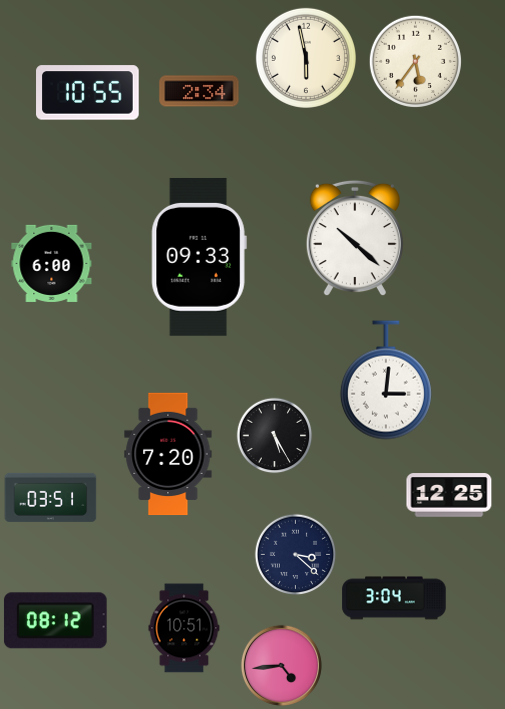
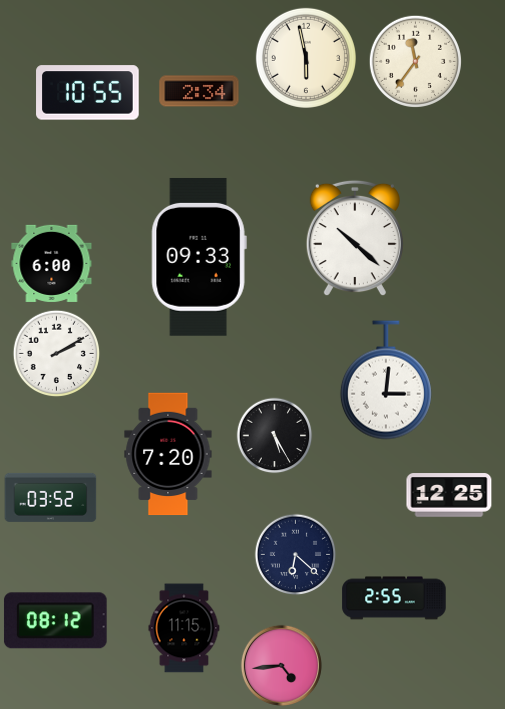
clock at (415, 61): 5:36 -> 11:36
clock at (57, 354): none -> 2:10
clock at (51, 497): 03:51 -> 03:52
clock at (296, 555): 3:22 -> 6:22
clock at (394, 598): 3:04 -> 2:55
clock at (184, 628): 10:51 -> 11:15
